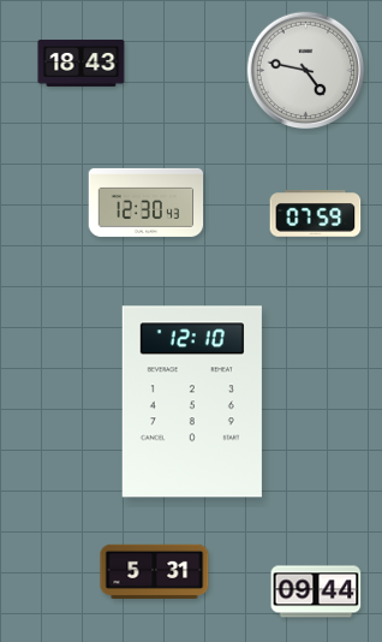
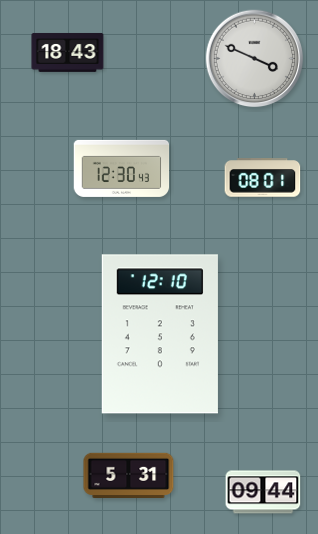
clock at (306, 71): 4:47 -> 3:49
clock at (316, 214): 07:59 -> 08:01
